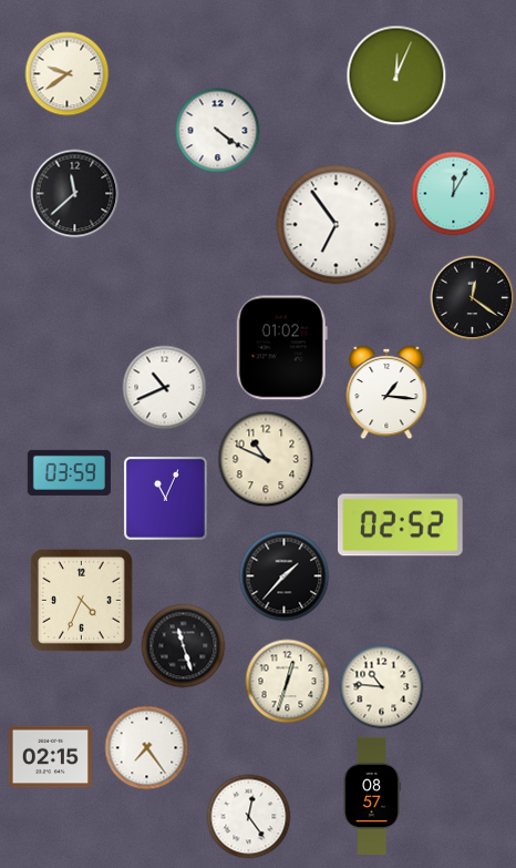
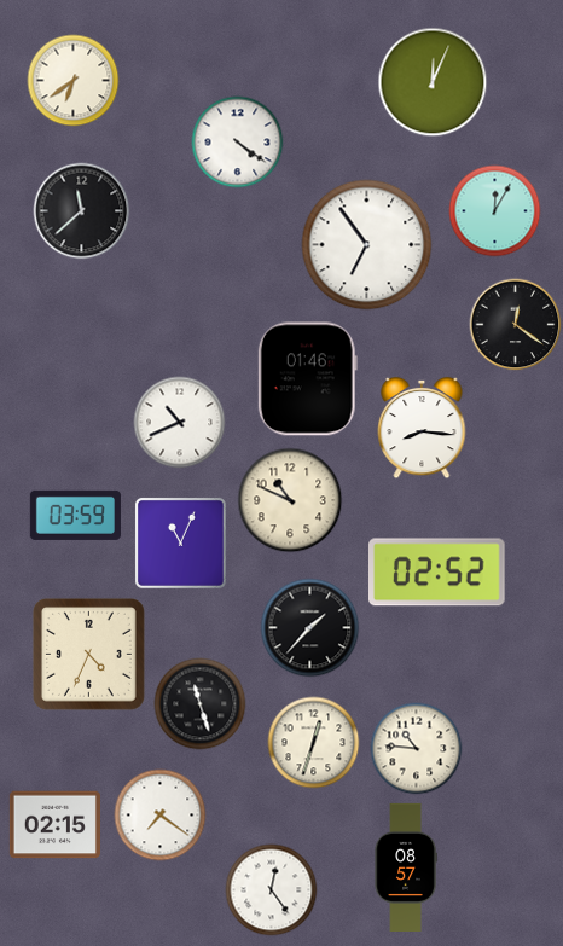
clock at (68, 74): 9:39 -> 6:39
clock at (281, 348): 01:02 -> 01:46
clock at (386, 392): 1:16 -> 8:16
clock at (147, 748): 7:24 -> 7:21
